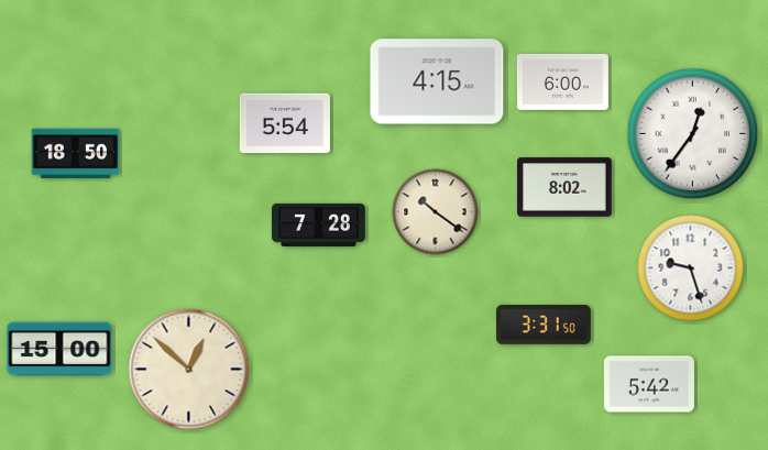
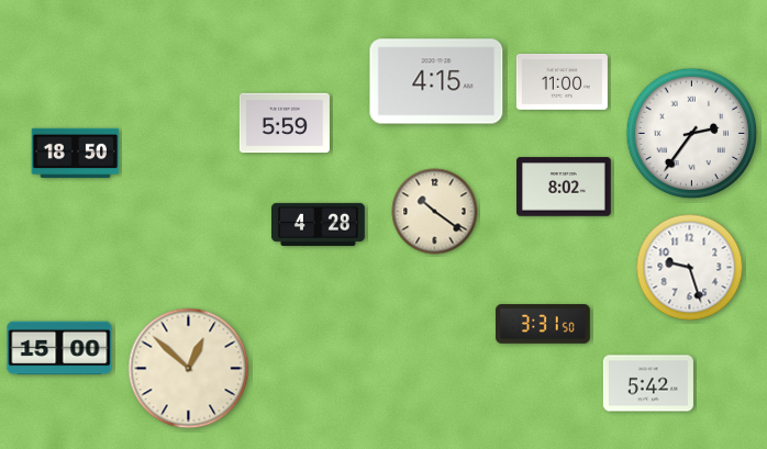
clock at (562, 83): 6:00 -> 11:00
clock at (285, 123): 5:54 -> 5:59
clock at (693, 134): 12:36 -> 2:36
clock at (319, 224): 7:28 -> 4:28
